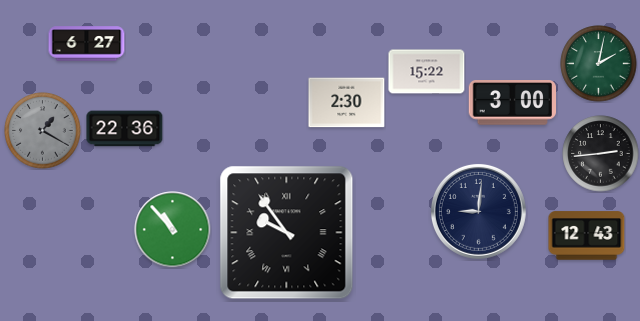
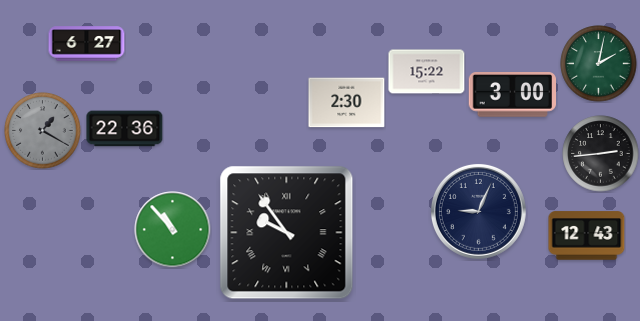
clock at (512, 103) position: (512, 103) -> (512, 95)
clock at (478, 211): 9:01 -> 9:04
